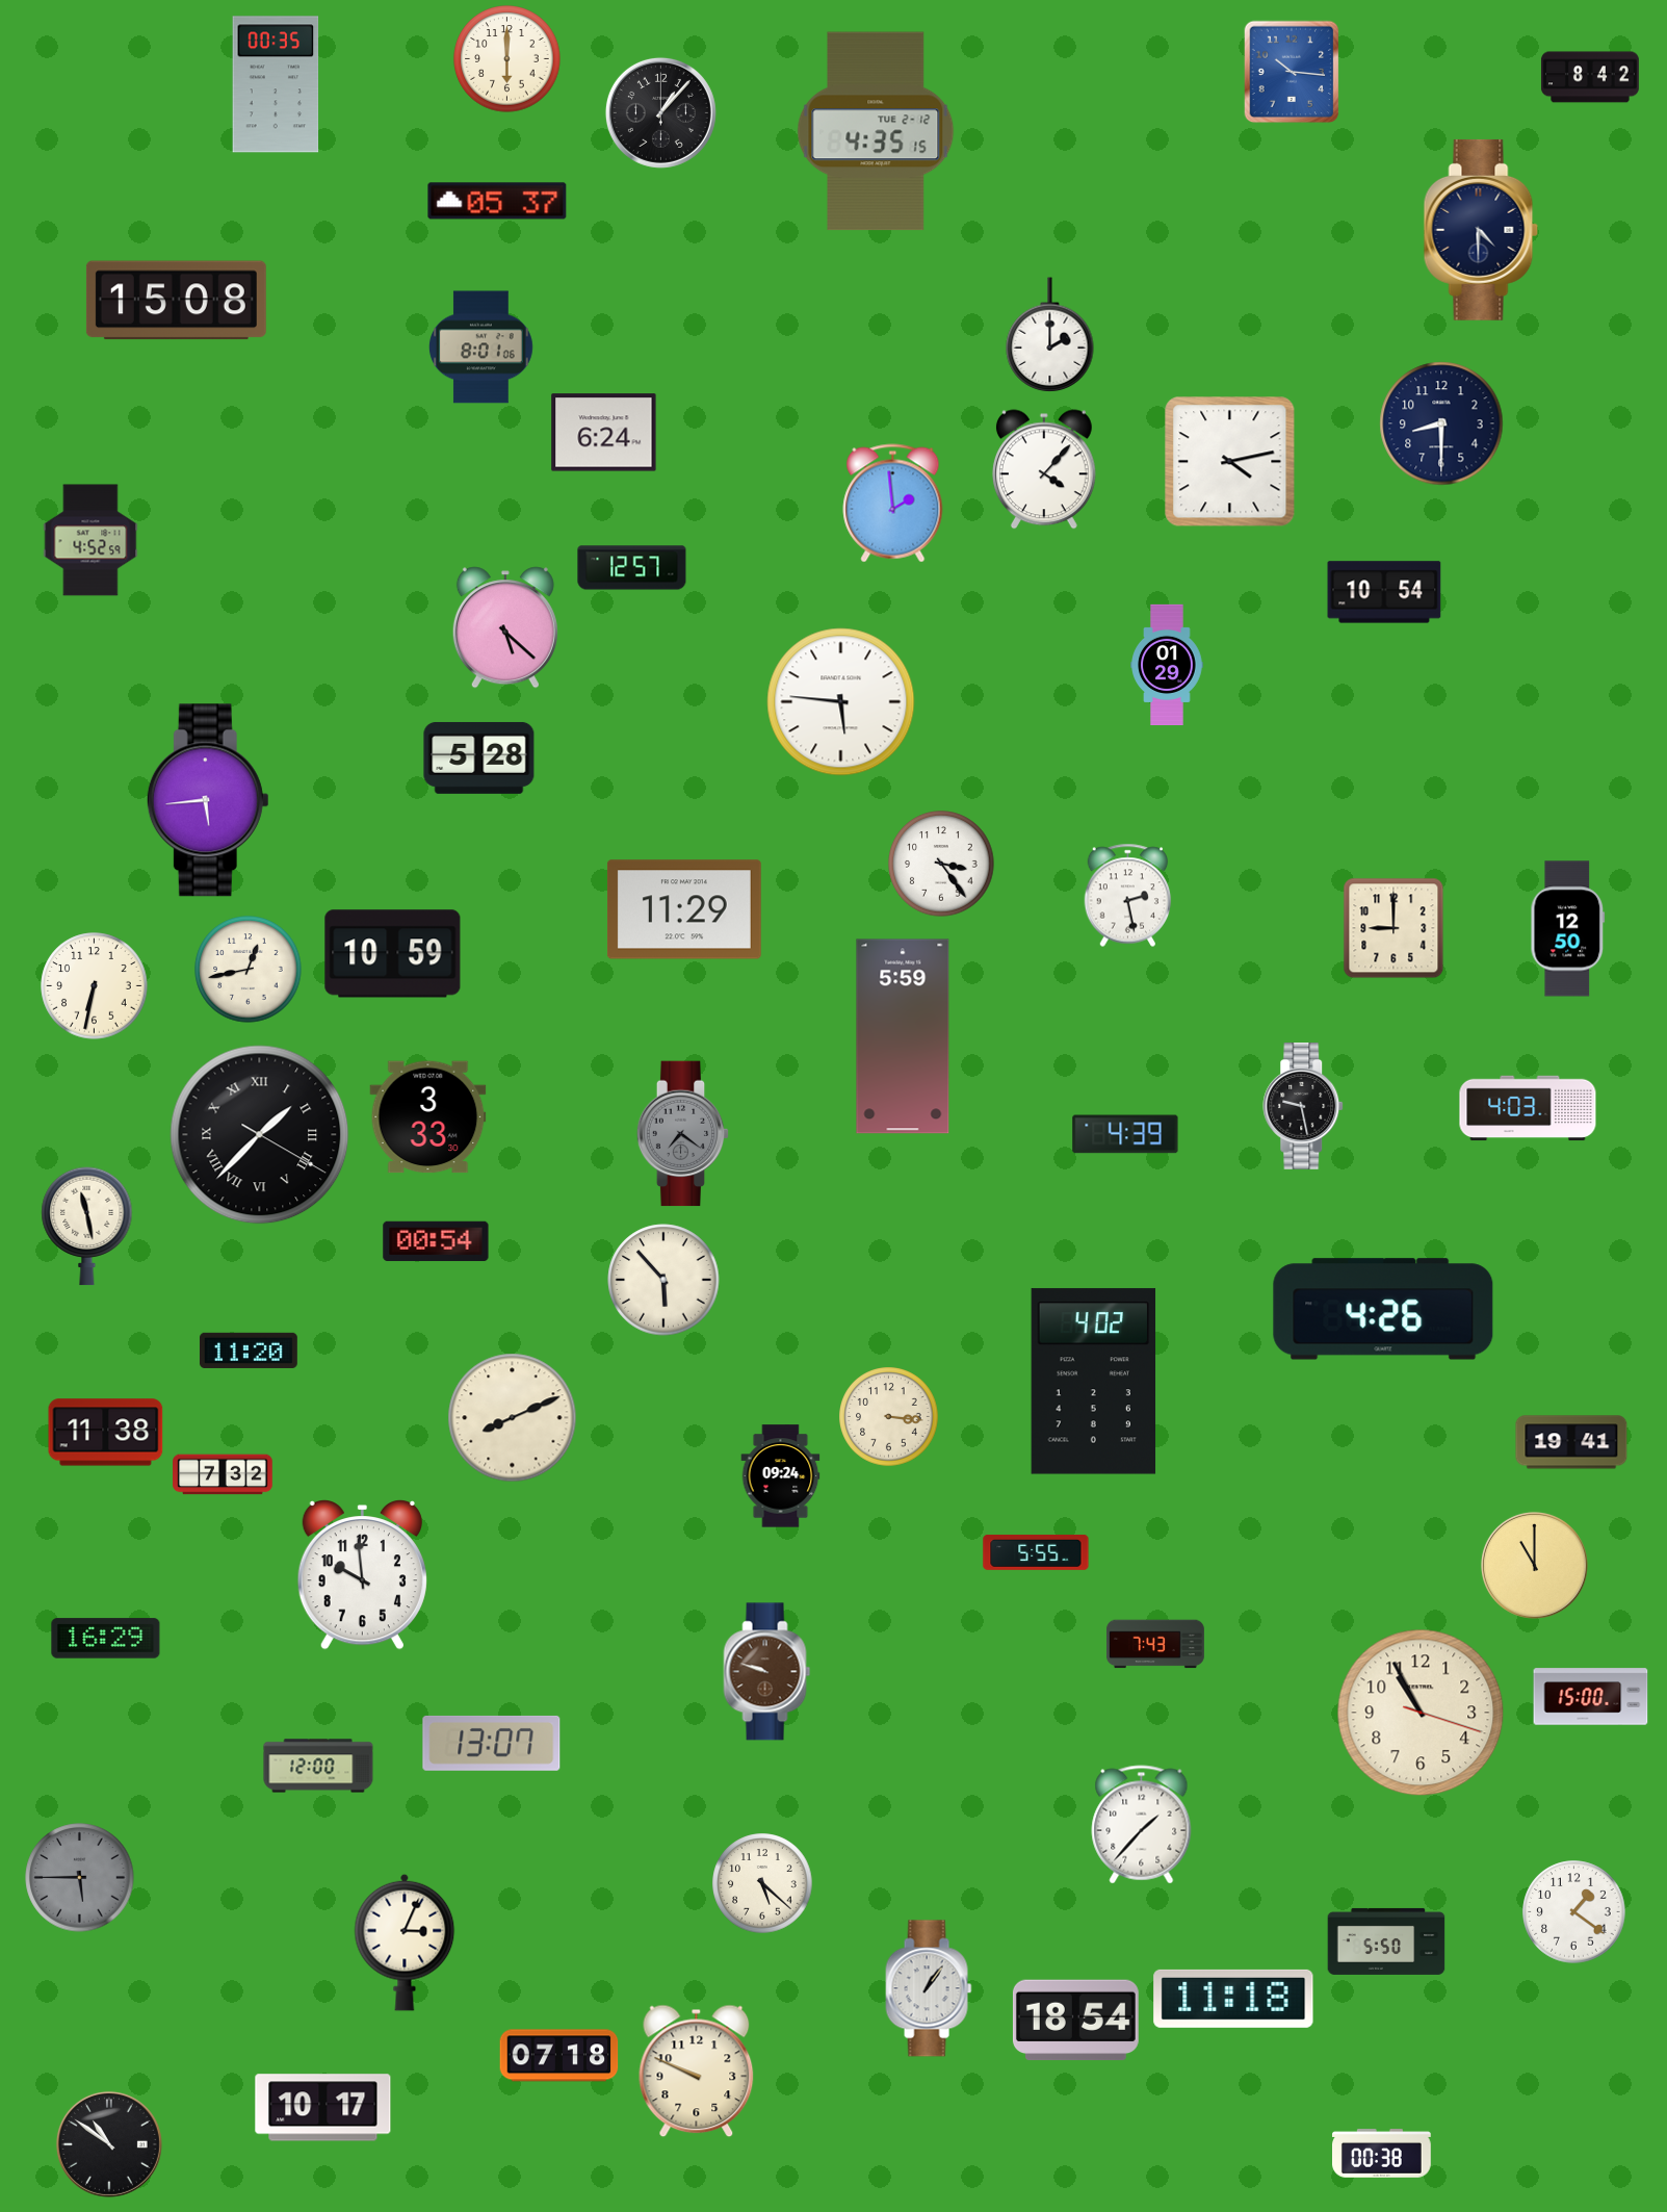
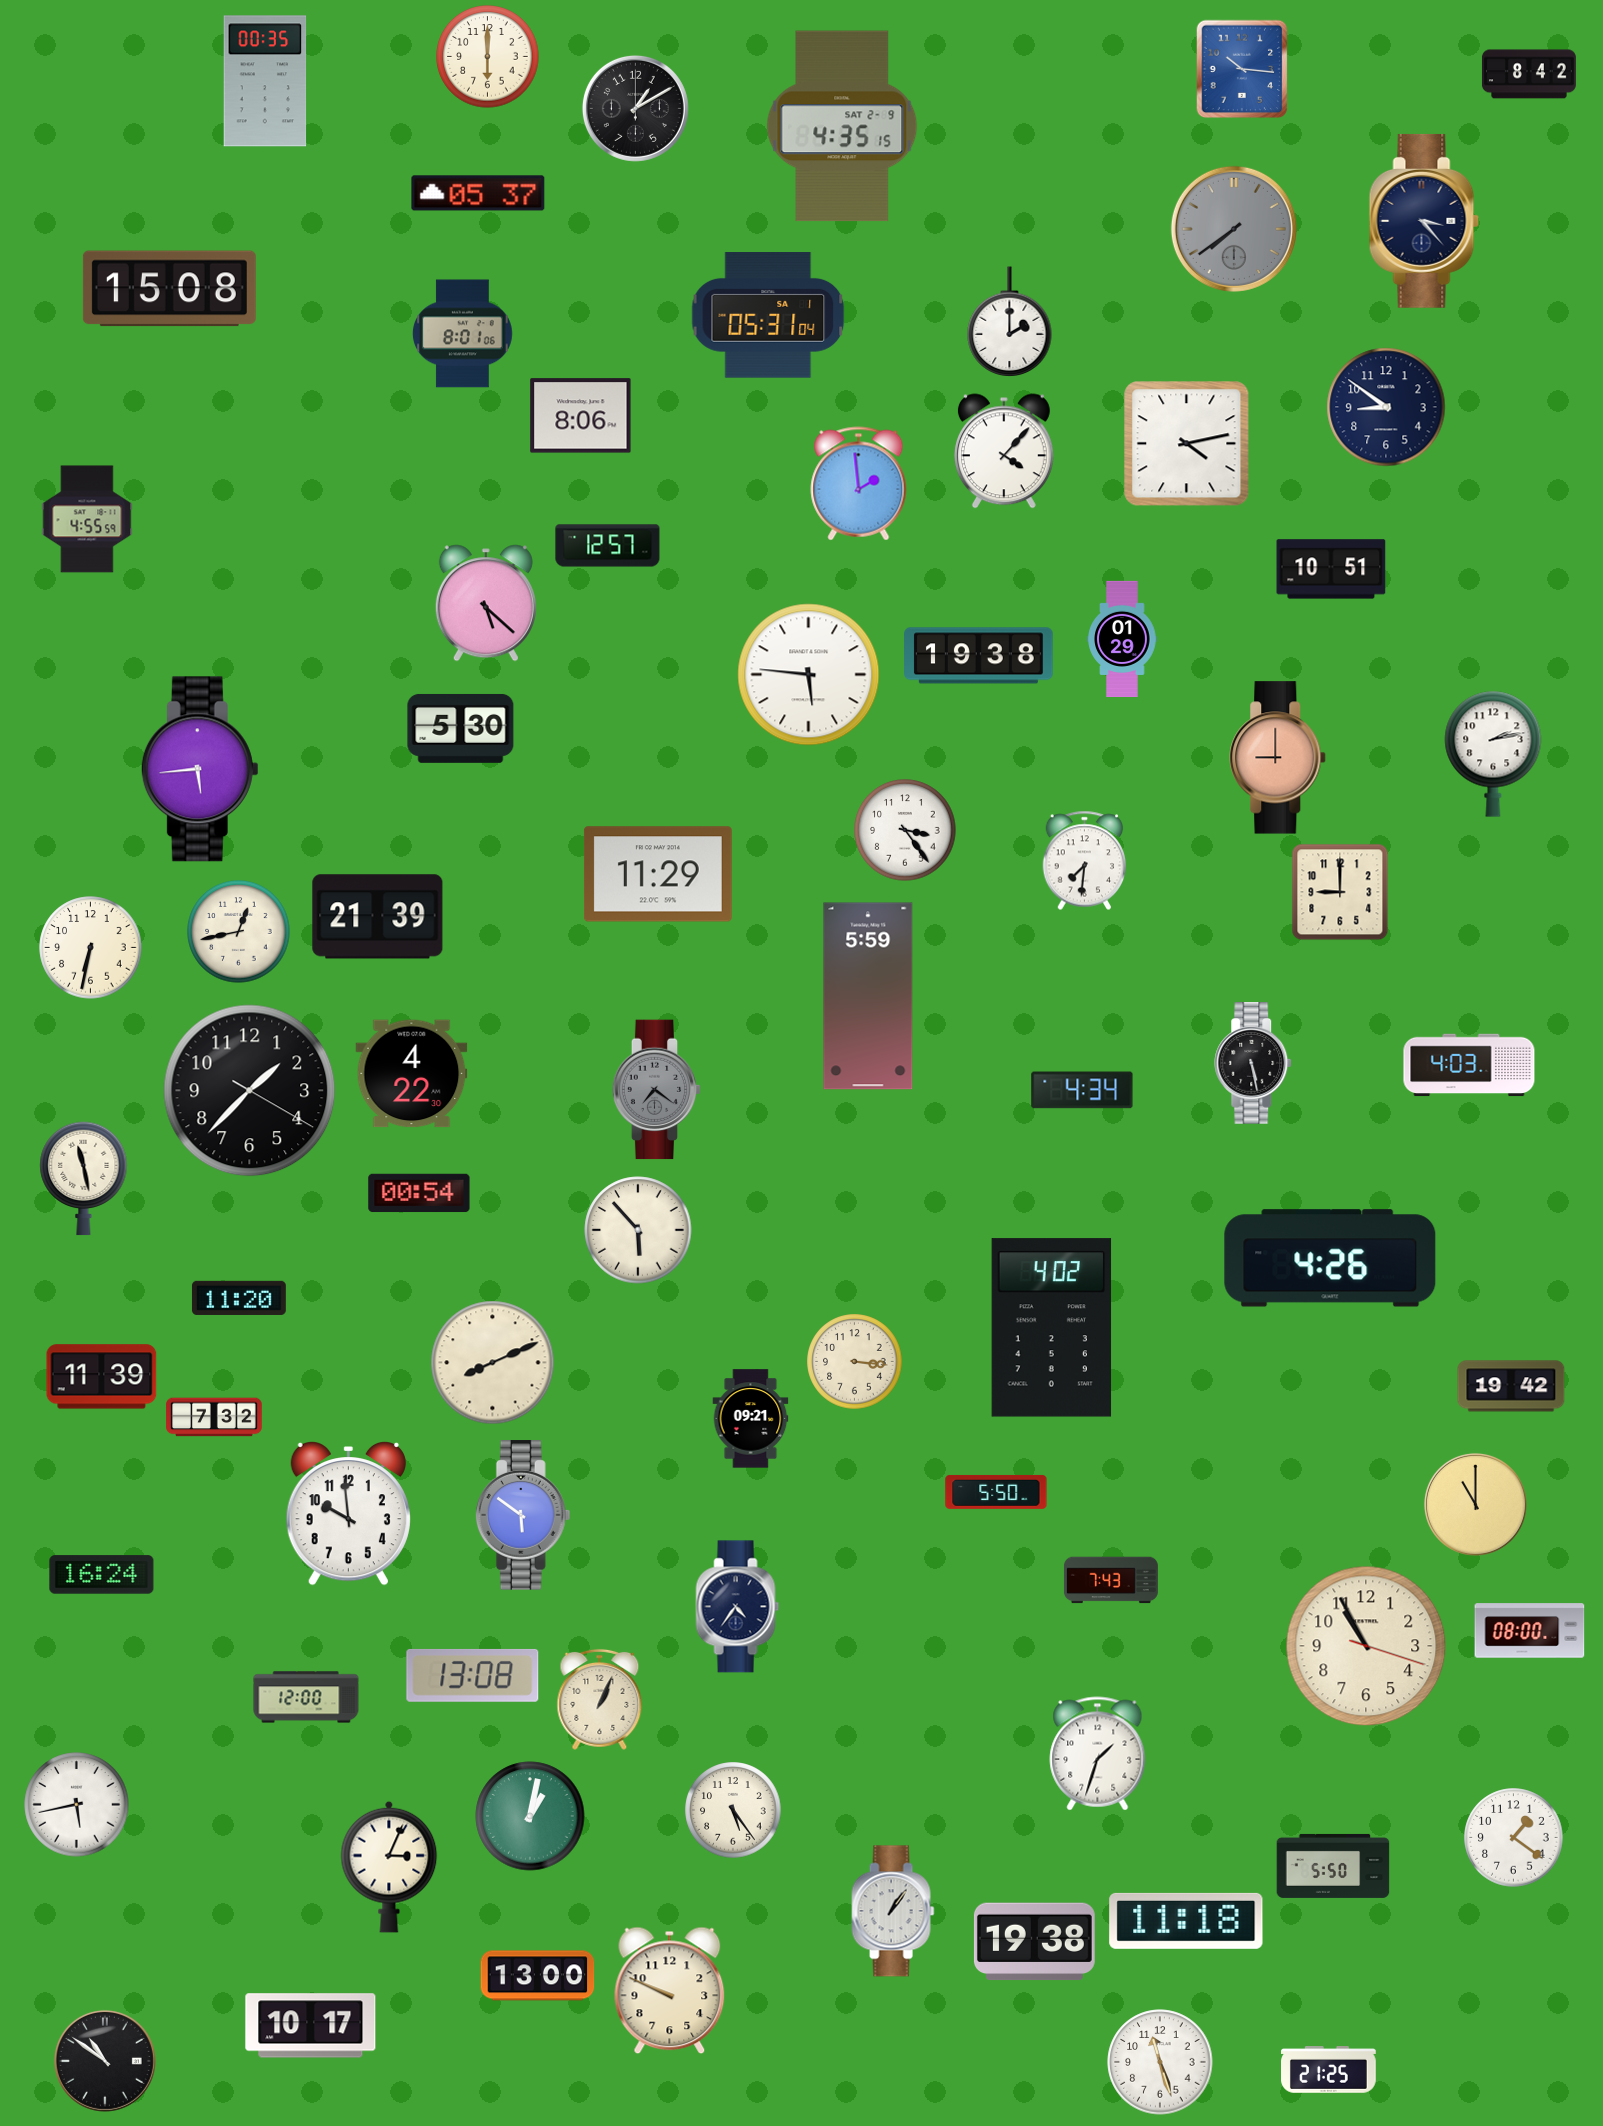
clock at (660, 112): 1:07 -> 1:10
clock at (876, 131) date: TUE 2-12 -> SAT 2-9
clock at (1481, 230): 4:30 -> 3:23
clock at (1234, 229): none -> 7:39
clock at (768, 315): none -> 05:31
clock at (1441, 423): 8:30 -> 8:51
clock at (604, 433): 6:24 -> 8:06
clock at (1230, 462) position: (1230, 462) -> (1187, 444)
clock at (90, 540): 4:52 -> 4:55
clock at (1384, 592): 10:54 -> 10:51
clock at (979, 656): none -> 19:38
clock at (479, 757): 5:28 -> 5:30
clock at (1493, 754): none -> 2:13
clock at (1278, 758): none -> 9:00
clock at (1128, 896): 2:28 -> 7:31
clock at (1568, 929): 12:50 -> none
clock at (393, 954): 10:59 -> 21:39
clock at (1304, 1107): 9:28 -> 5:28
clock at (428, 1117): 3:33 -> 4:22
clock at (1125, 1134): 4:39 -> 4:34
clock at (260, 1135) numerals: Roman -> Arabic
clock at (106, 1433): 11:38 -> 11:39
clock at (1571, 1442): 19:41 -> 19:42
clock at (781, 1476): 09:24 -> 09:21
clock at (1036, 1552): 5:55 -> 5:50
clock at (523, 1515): none -> 5:51
clock at (106, 1639): 16:29 -> 16:24
clock at (767, 1672): 9:48 -> 4:36
clock at (767, 1672) dial: brown -> navy
clock at (1591, 1697): 15:00 -> 08:00
clock at (492, 1743): 13:07 -> 13:08
clock at (600, 1699): none -> 1:04
clock at (1142, 1825): 1:37 -> 1:33
clock at (80, 1878): 5:45 -> 5:43
clock at (80, 1878) dial: grey -> white
clock at (762, 1883): 5:22 -> 5:24
clock at (530, 1816): none -> 1:02
clock at (1075, 2021): 18:54 -> 19:38
clock at (559, 2056): 07:18 -> 13:00
clock at (1160, 2062): none -> 11:27
clock at (1382, 2154): 00:38 -> 21:25
